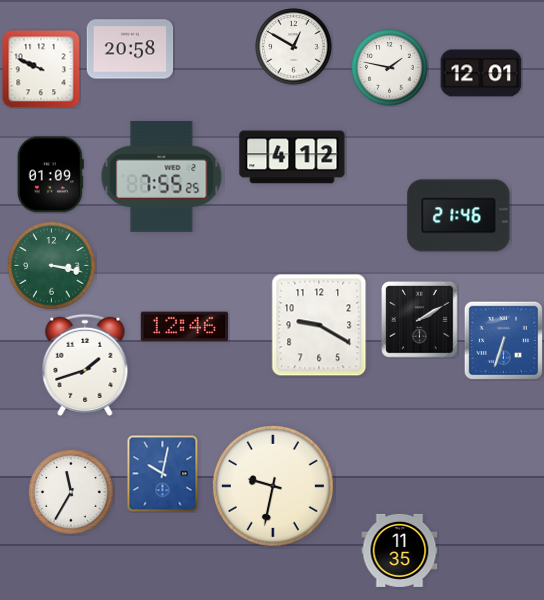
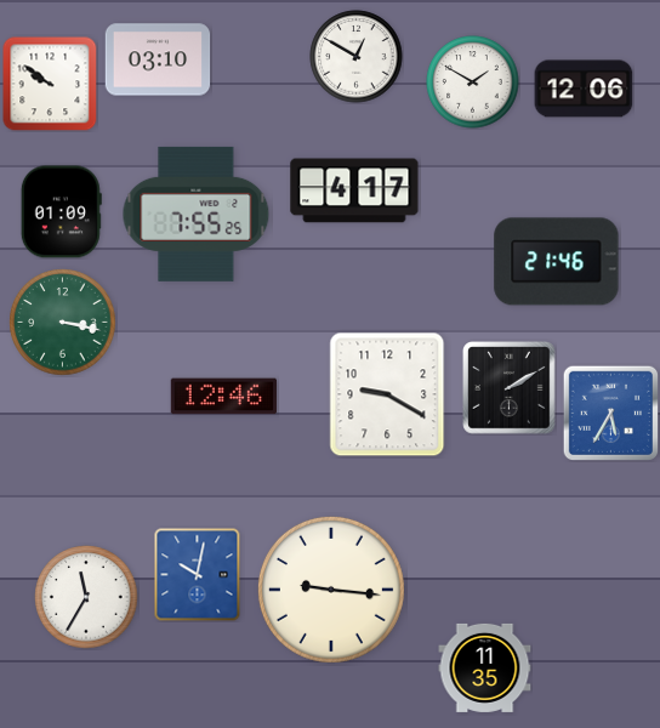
clock at (130, 49): 20:58 -> 03:10
clock at (390, 68): 1:47 -> 1:50
clock at (41, 69): 9:49 -> 9:51
clock at (481, 73): 12:01 -> 12:06
clock at (292, 157): 4:12 -> 4:17
clock at (503, 340): 6:33 -> 5:35
clock at (85, 365): 1:42 -> none
clock at (273, 486): 9:32 -> 9:16
